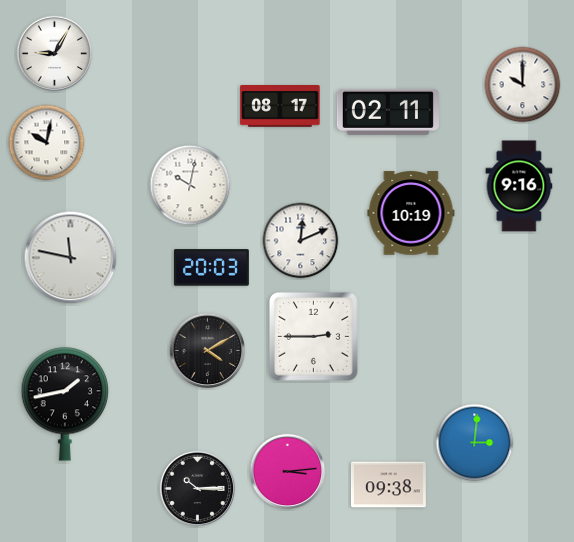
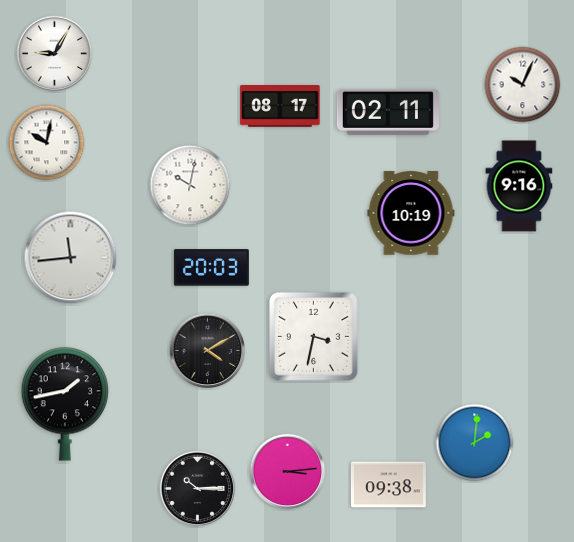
clock at (523, 85): 10:00 -> 10:04
clock at (301, 241): 12:11 -> none
clock at (71, 258): 11:47 -> 11:44
clock at (313, 336): 2:45 -> 3:32
clock at (475, 443): 3:01 -> 2:01
